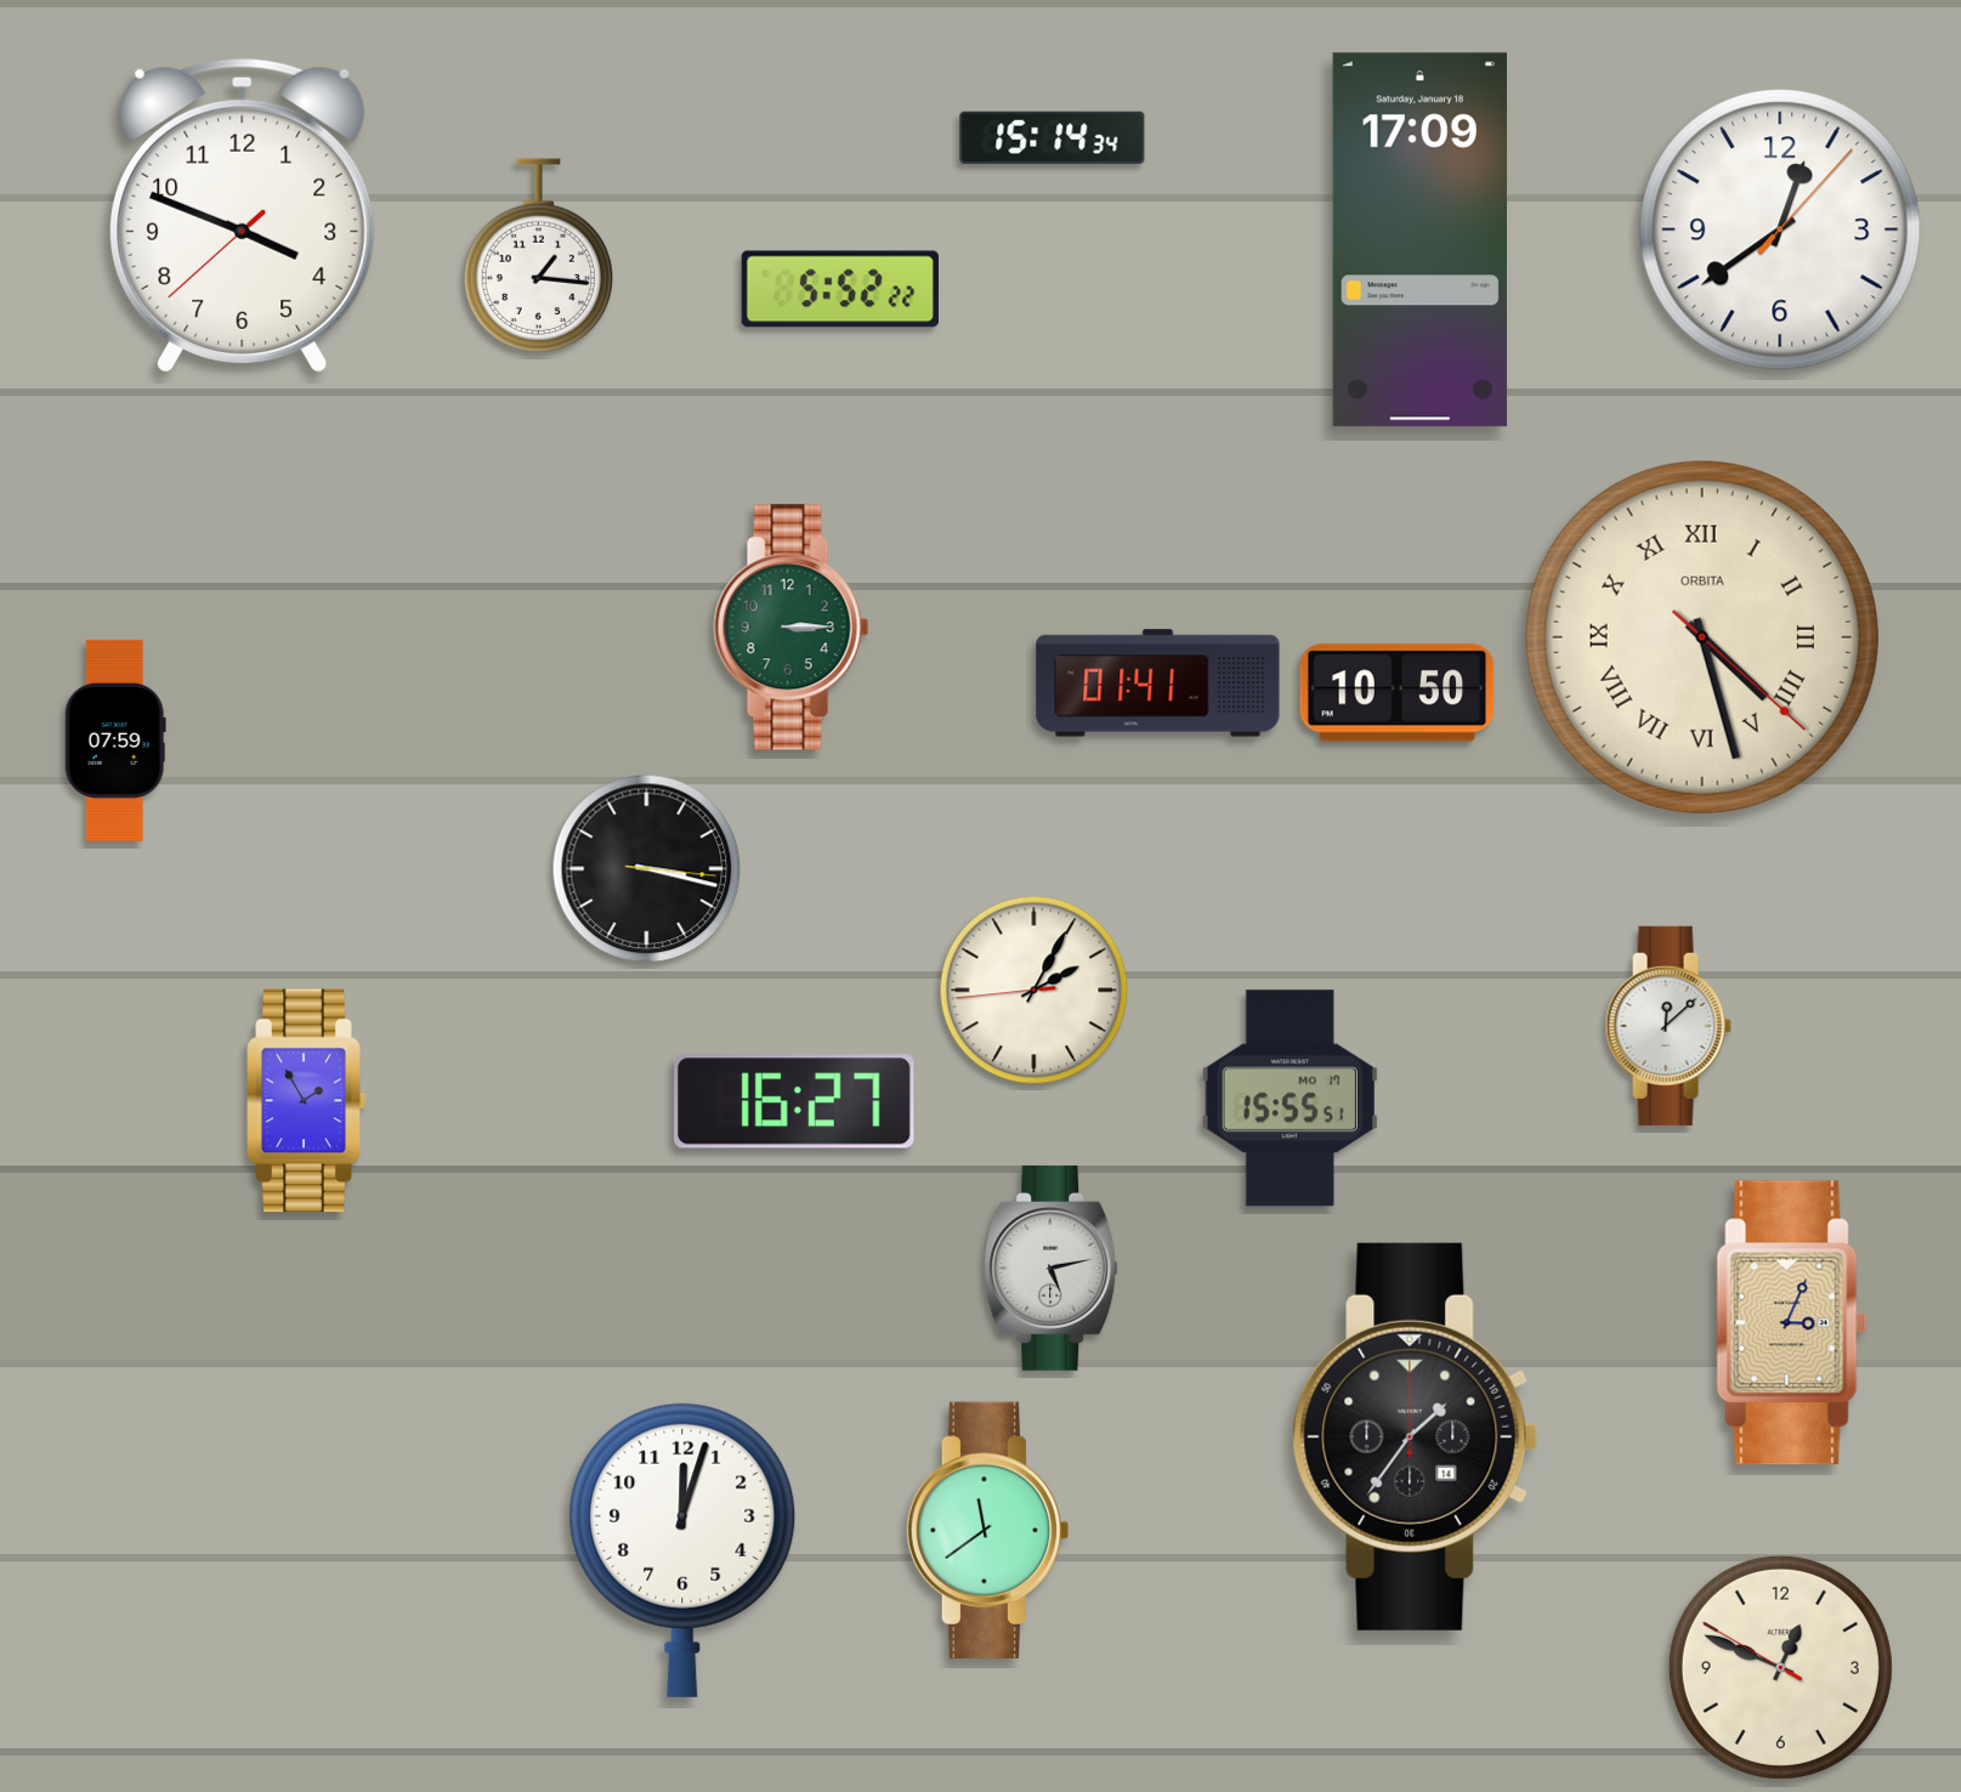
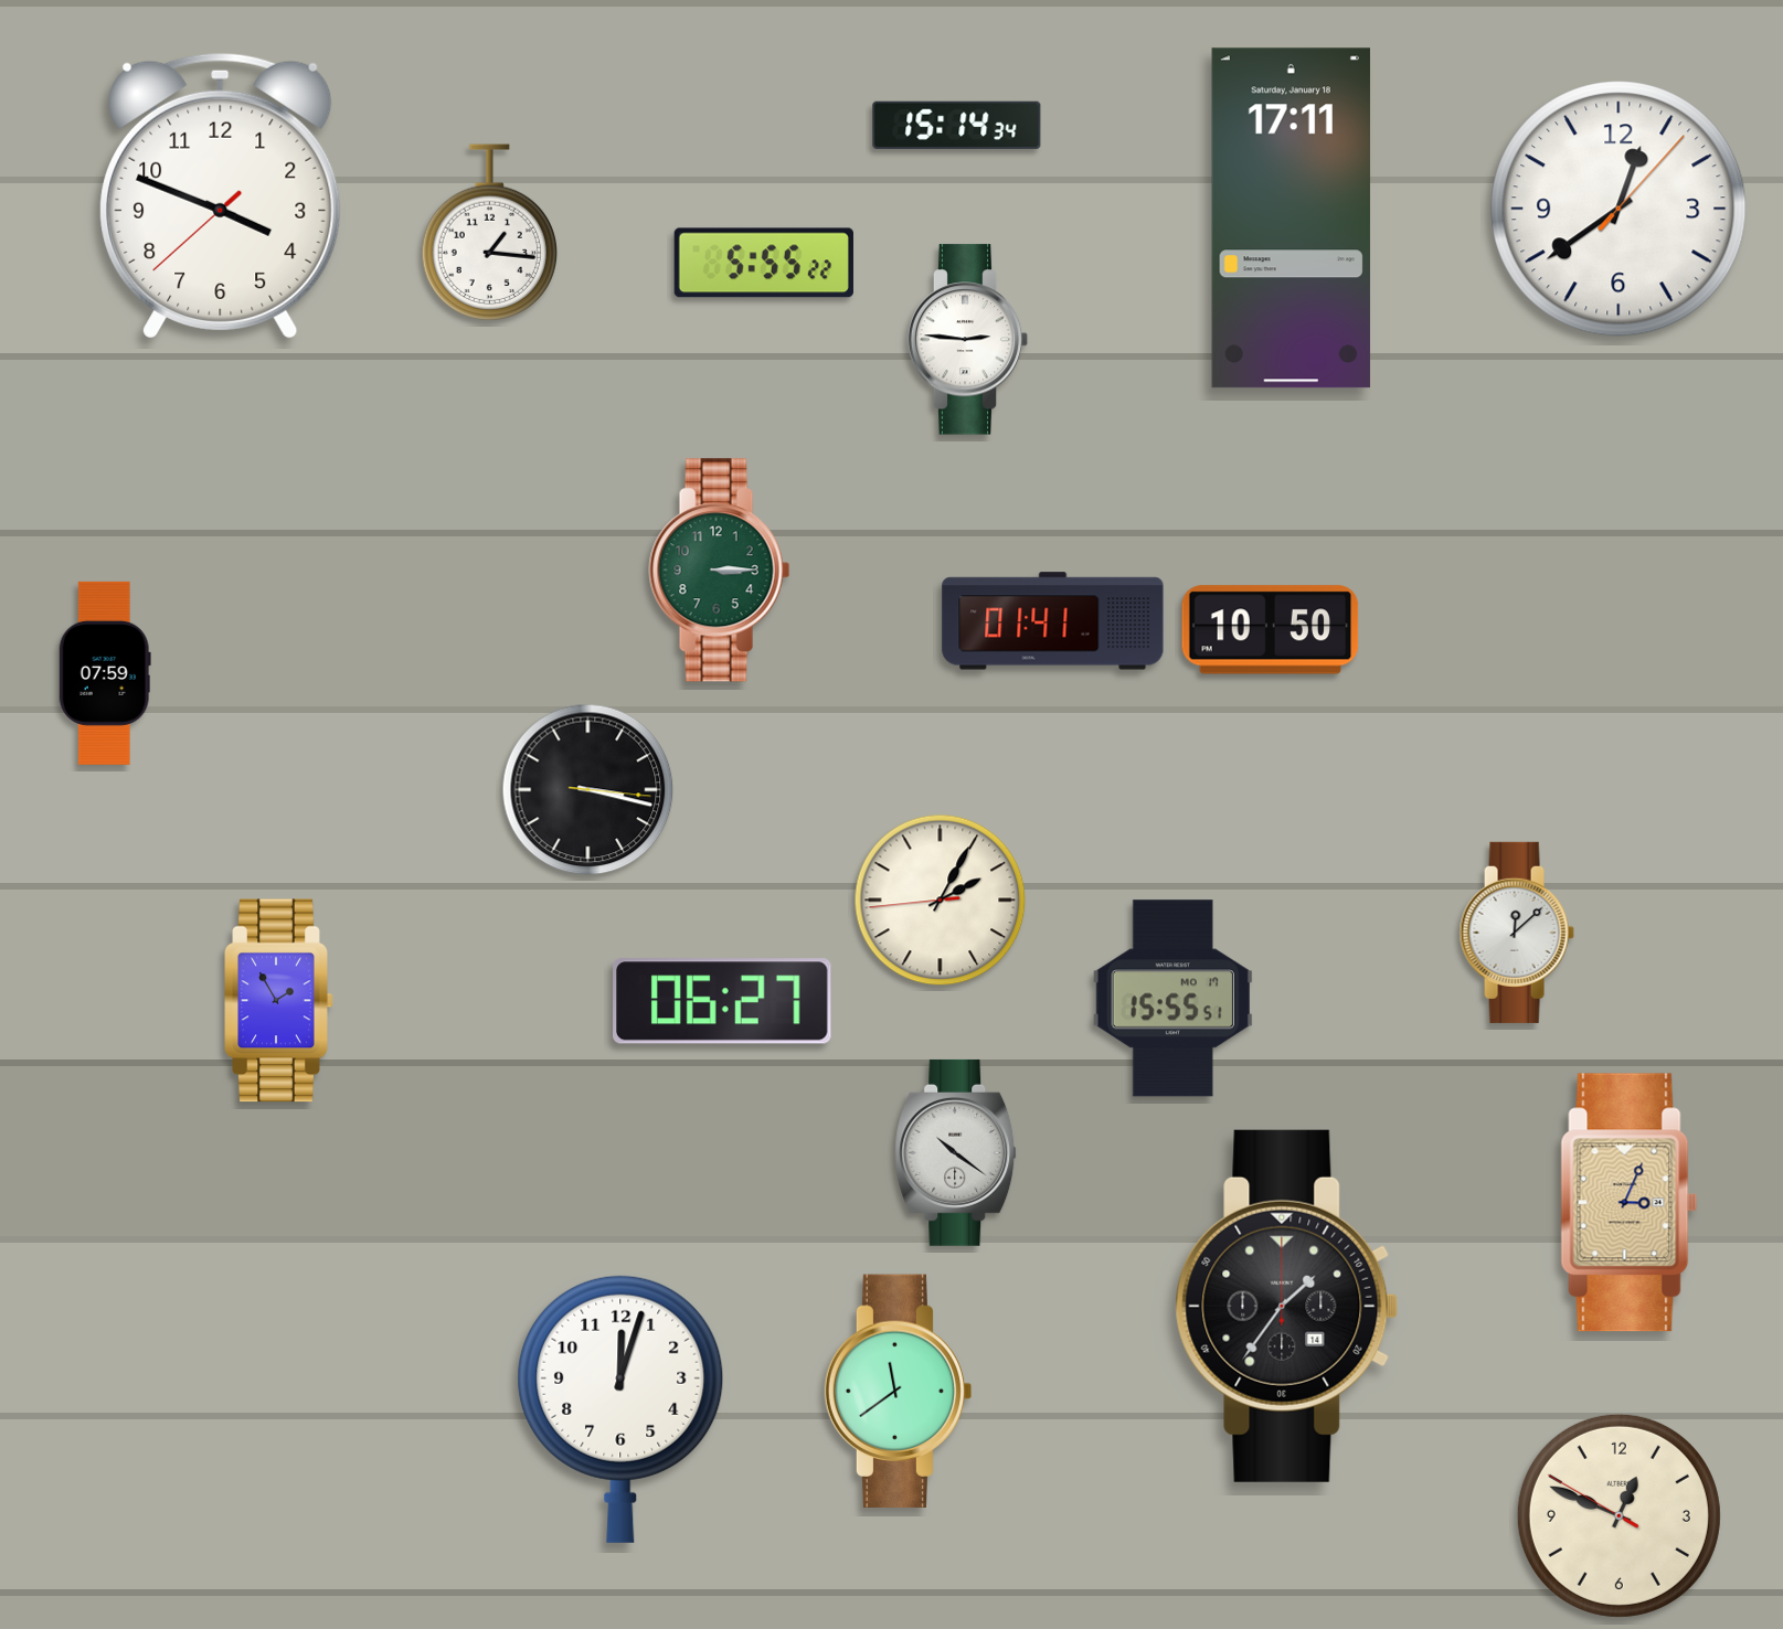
clock at (1419, 240): 17:09 -> 17:11
clock at (840, 289): 5:52 -> 5:55
clock at (968, 340): none -> 2:46
clock at (1702, 637): 4:27 -> none
clock at (794, 1101): 16:27 -> 06:27
clock at (1052, 1268): 5:13 -> 10:21
